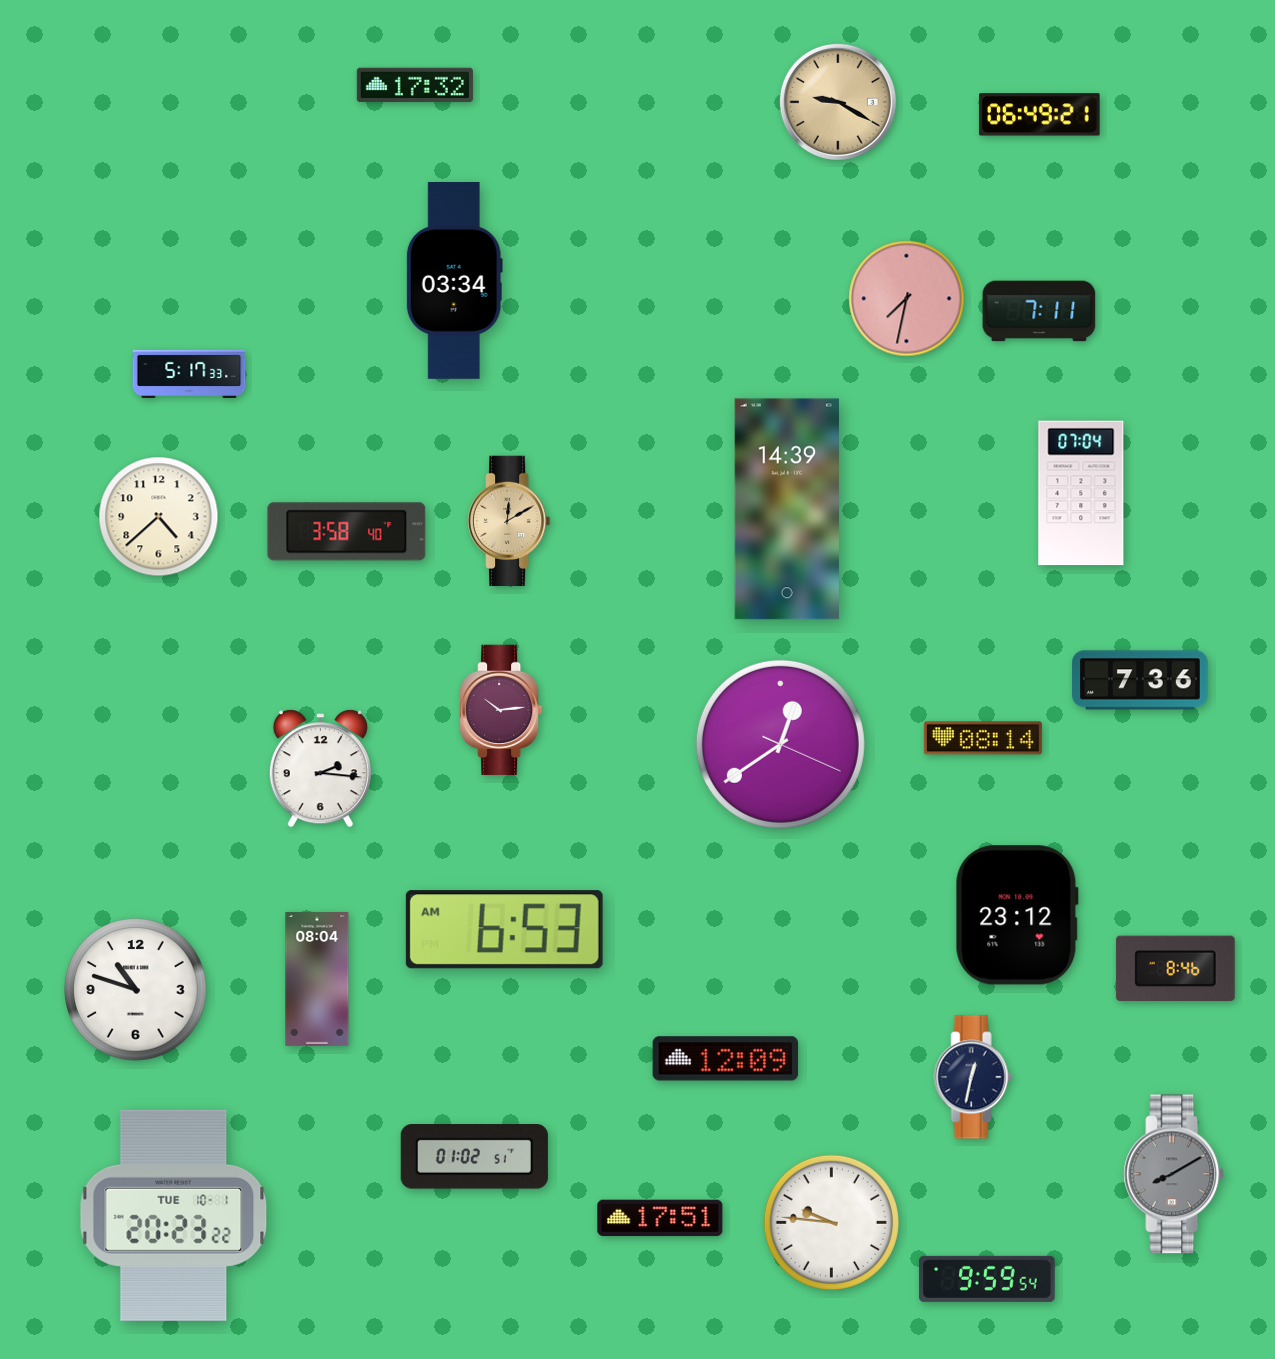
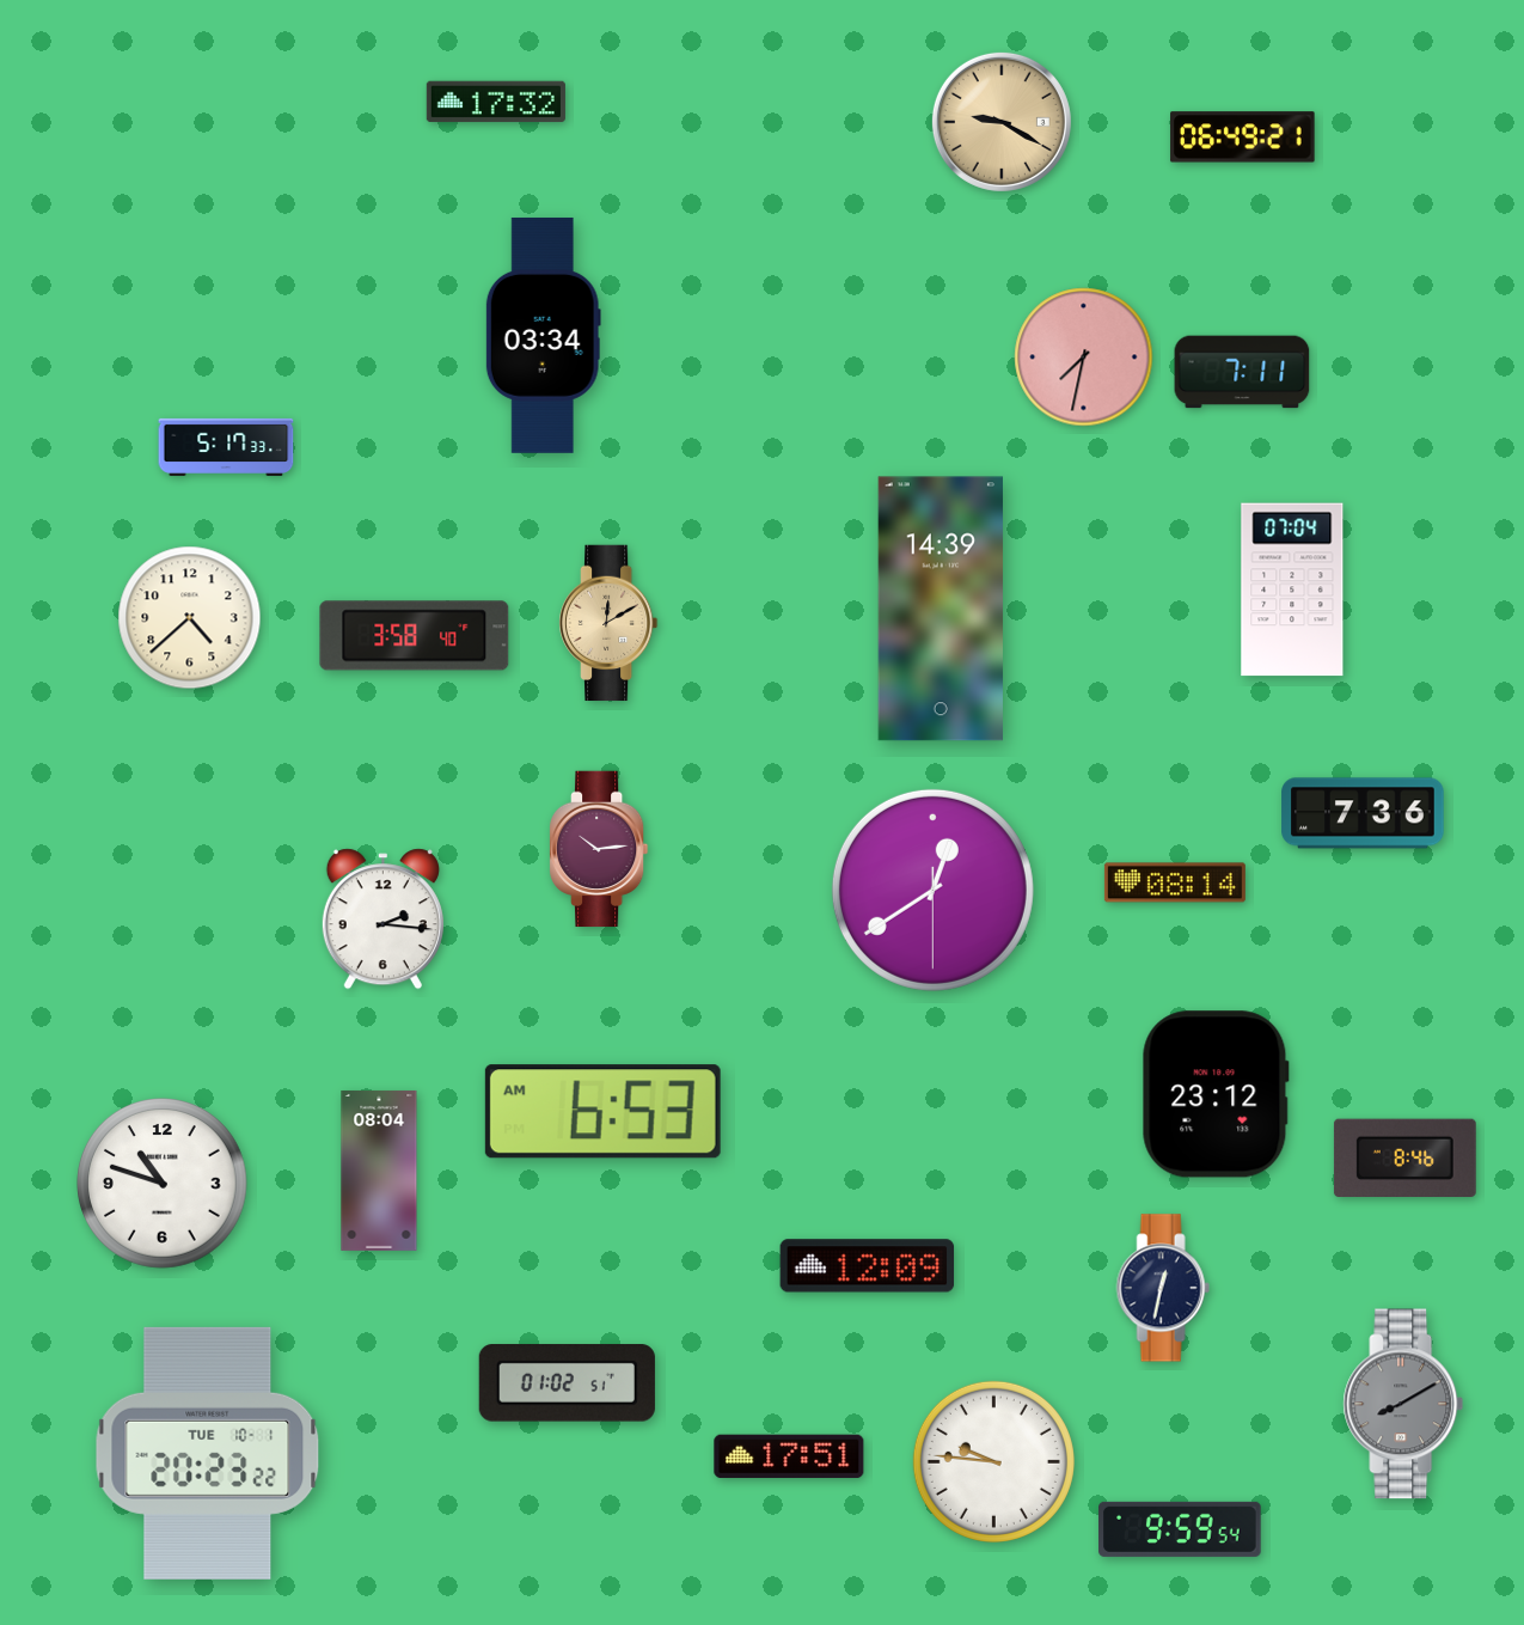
clock at (780, 744): 12:39:19 -> 12:39:30
